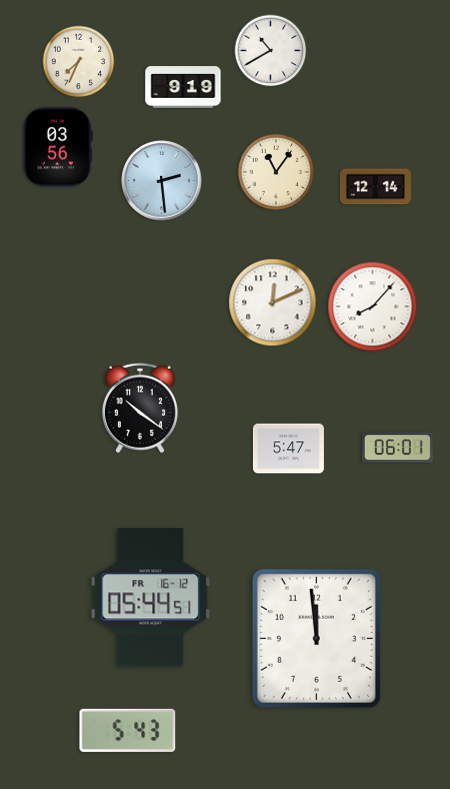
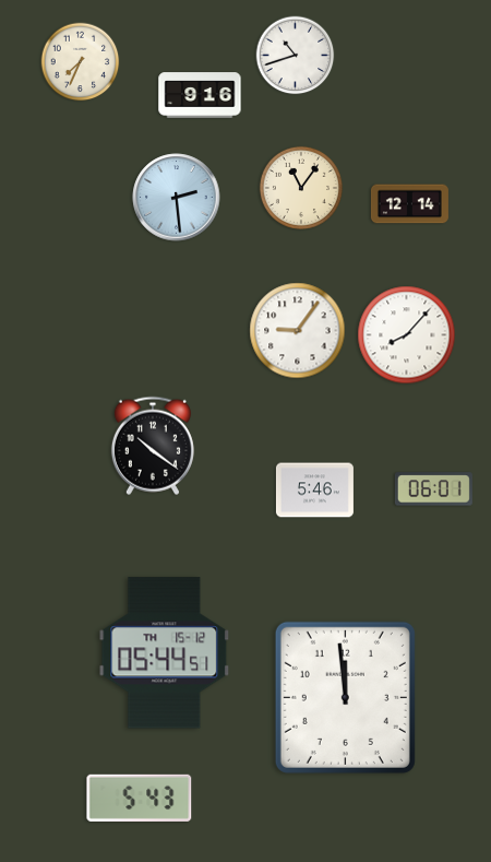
clock at (271, 51): 10:40 -> 10:42
clock at (79, 62) position: (79, 62) -> (81, 62)
clock at (183, 87): 9:19 -> 9:16
clock at (58, 147): 03:56 -> none
clock at (273, 303): 12:11 -> 9:06
clock at (288, 449): 5:47 -> 5:46
clock at (151, 598) date: FR 16-12 -> TH 15-12
